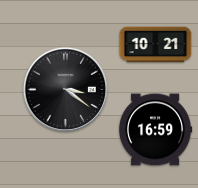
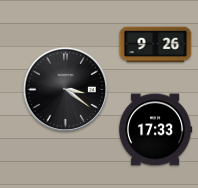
clock at (156, 45): 10:21 -> 9:26
clock at (155, 130): 16:59 -> 17:33
